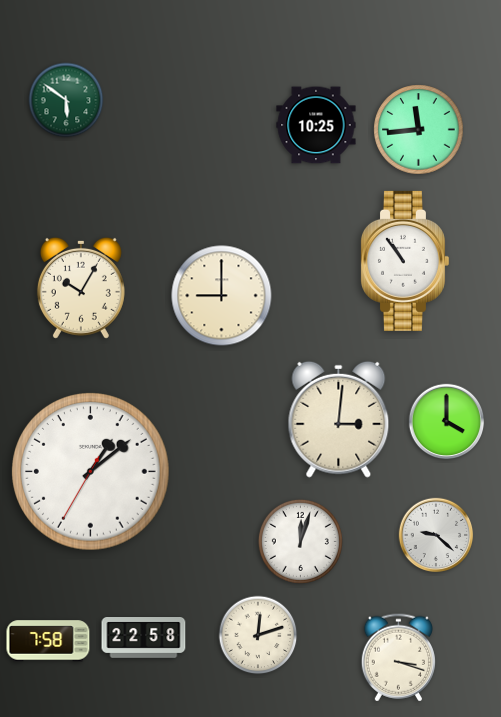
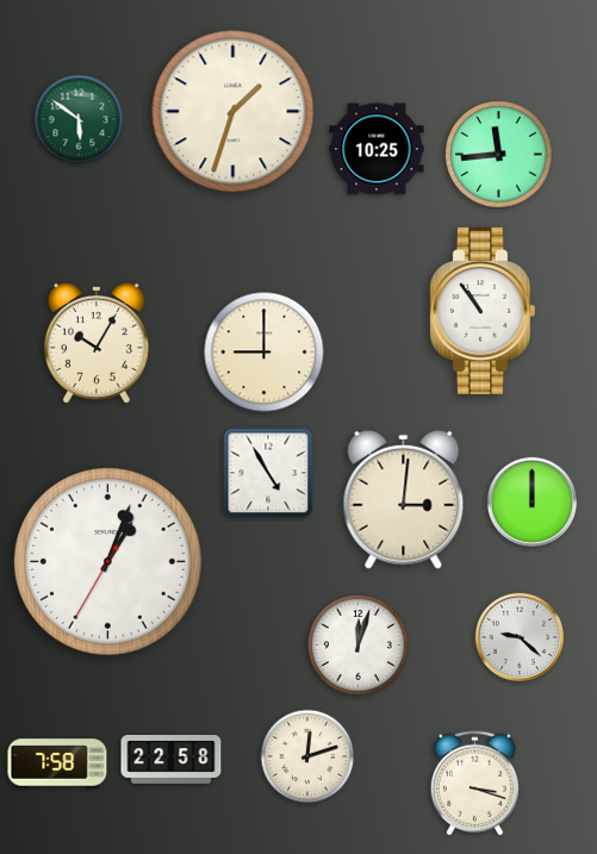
clock at (234, 112): none -> 1:33
clock at (268, 473): none -> 4:55
clock at (447, 422): 4:00 -> 12:00
clock at (91, 472): 1:08 -> 1:03
